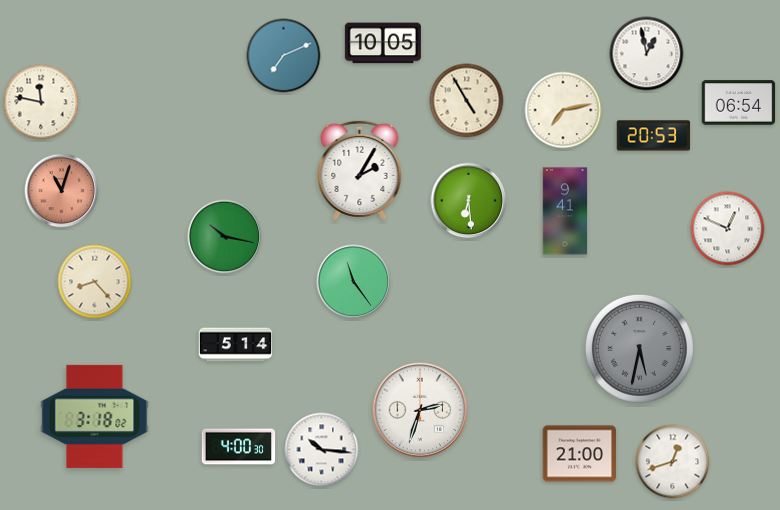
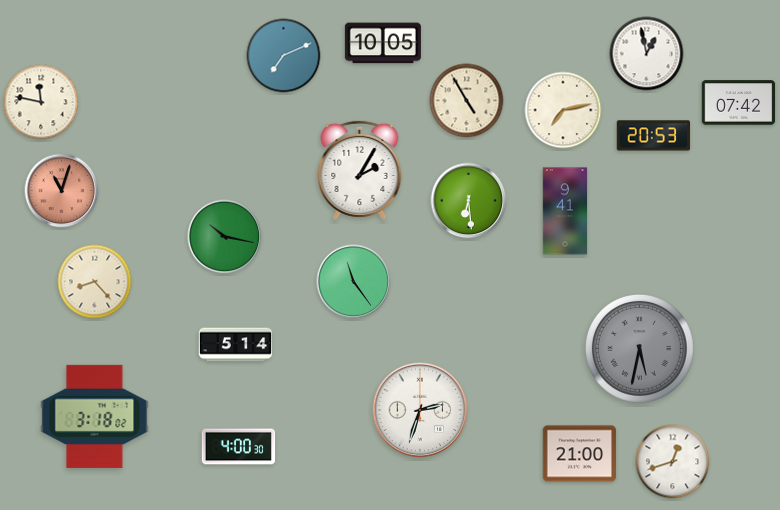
clock at (739, 103): 06:54 -> 07:42
clock at (728, 229): 12:49 -> none
clock at (322, 450): 10:16 -> none
